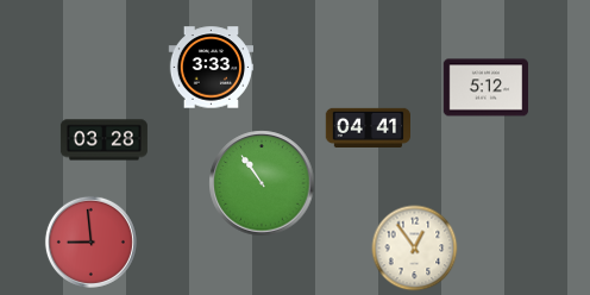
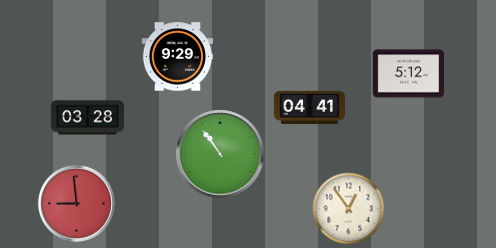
clock at (211, 68): 3:33 -> 9:29
